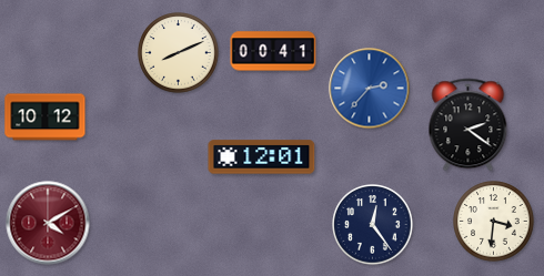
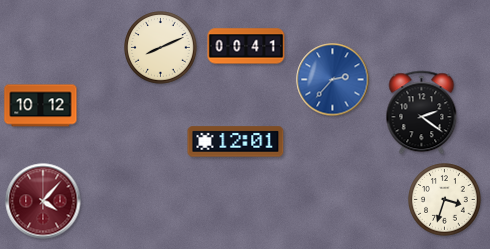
clock at (494, 222): 3:31 -> 3:33
clock at (48, 223): 4:10 -> 4:07
clock at (373, 225): 12:24 -> none
